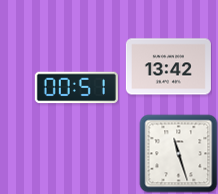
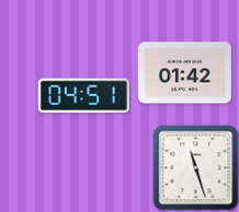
clock at (168, 67): 13:42 -> 01:42
clock at (76, 88): 00:51 -> 04:51
